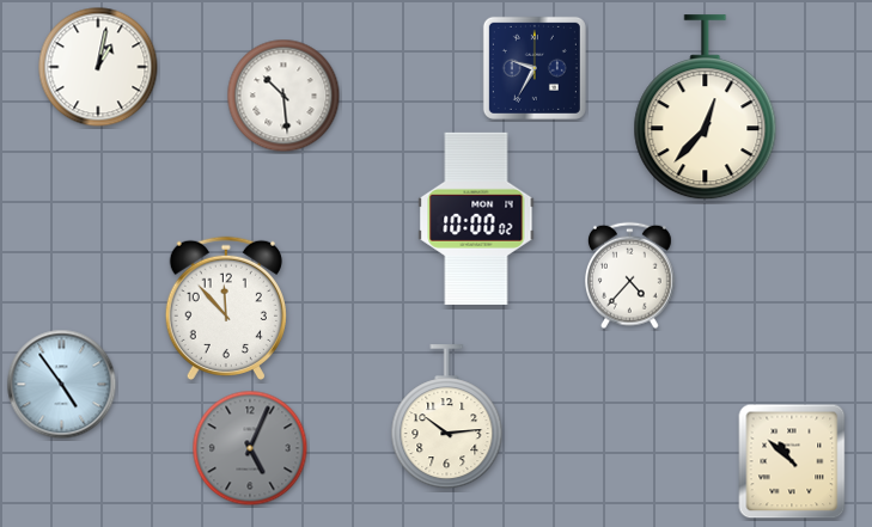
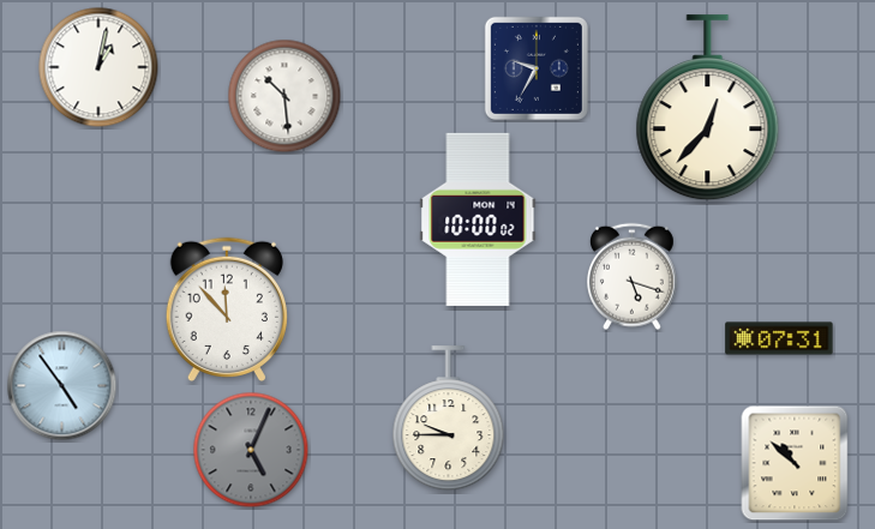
clock at (629, 276): 4:37 -> 5:18
clock at (779, 338): none -> 07:31
clock at (447, 417): 10:14 -> 9:45
